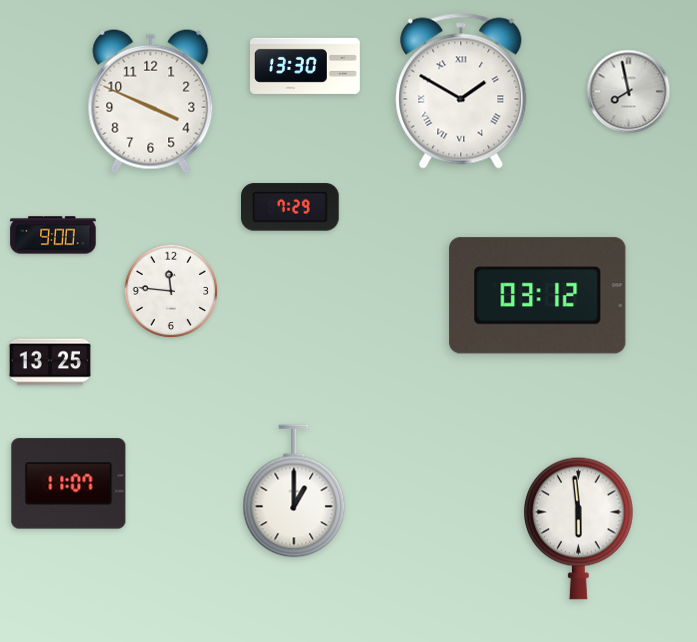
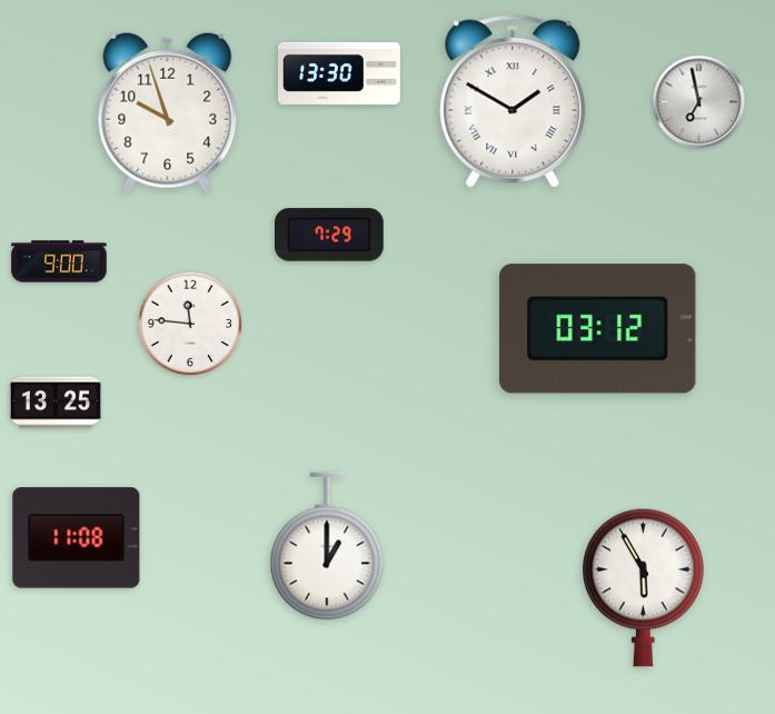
clock at (629, 92): 7:58 -> 6:58
clock at (151, 101): 3:49 -> 9:57
clock at (290, 207) position: (290, 207) -> (329, 235)
clock at (69, 484): 11:07 -> 11:08
clock at (579, 528): 5:59 -> 5:55
